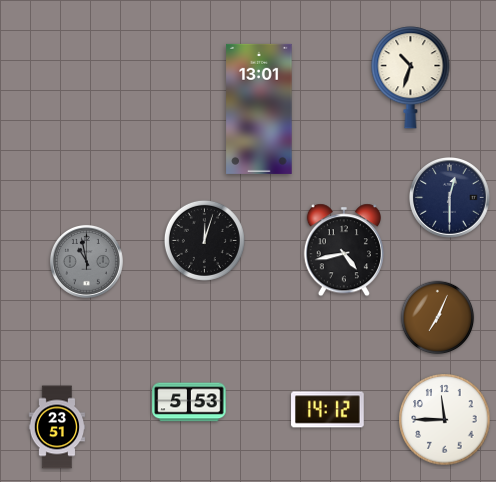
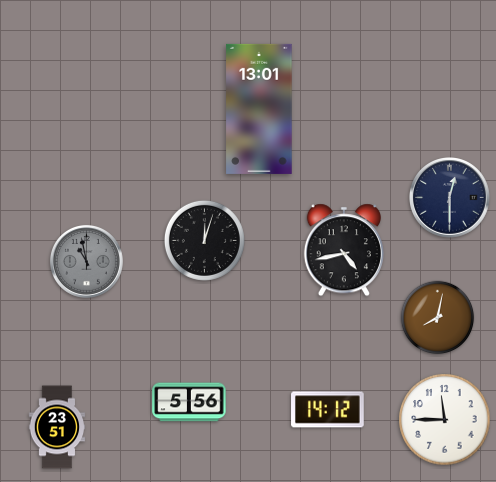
clock at (411, 78): 10:33 -> none
clock at (438, 318): 7:04 -> 8:02
clock at (189, 402): 5:53 -> 5:56
